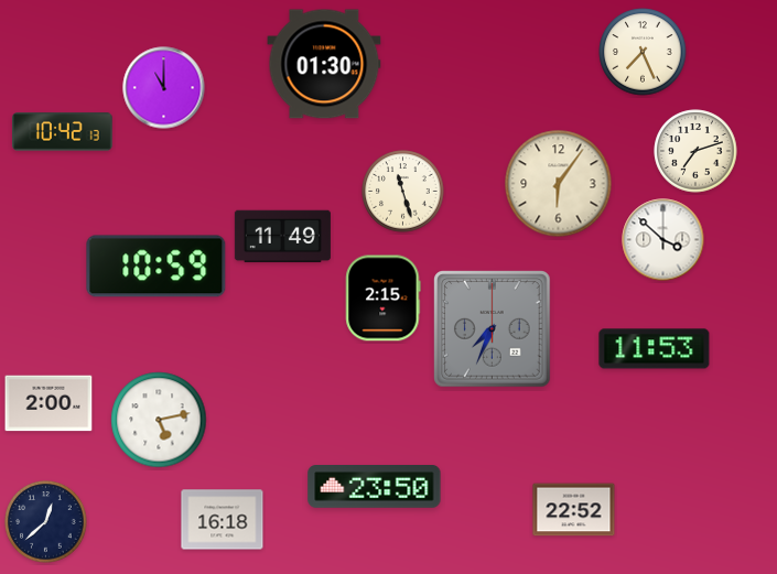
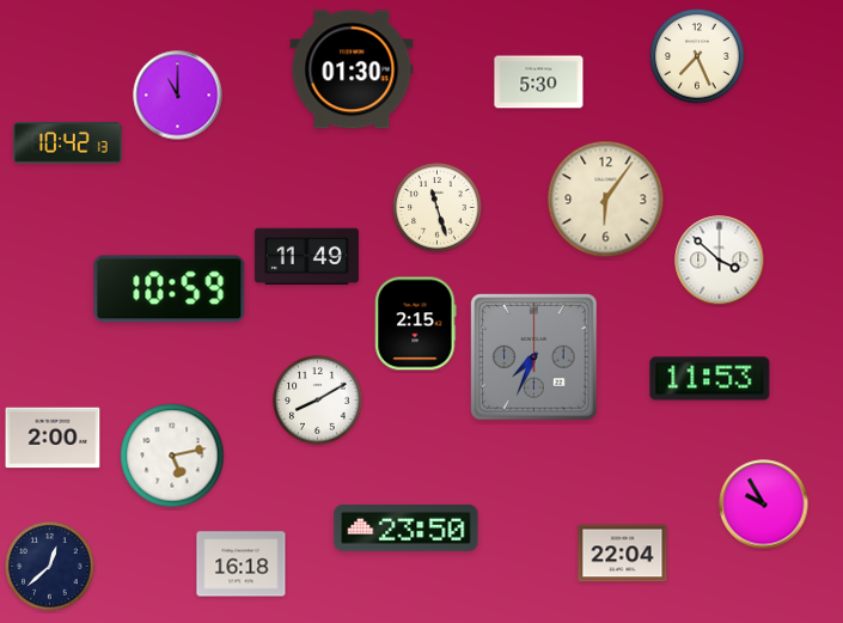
clock at (539, 83): none -> 5:30
clock at (695, 151): 7:12 -> none
clock at (318, 401): none -> 8:10
clock at (764, 505): none -> 9:55
clock at (574, 510): 22:52 -> 22:04
